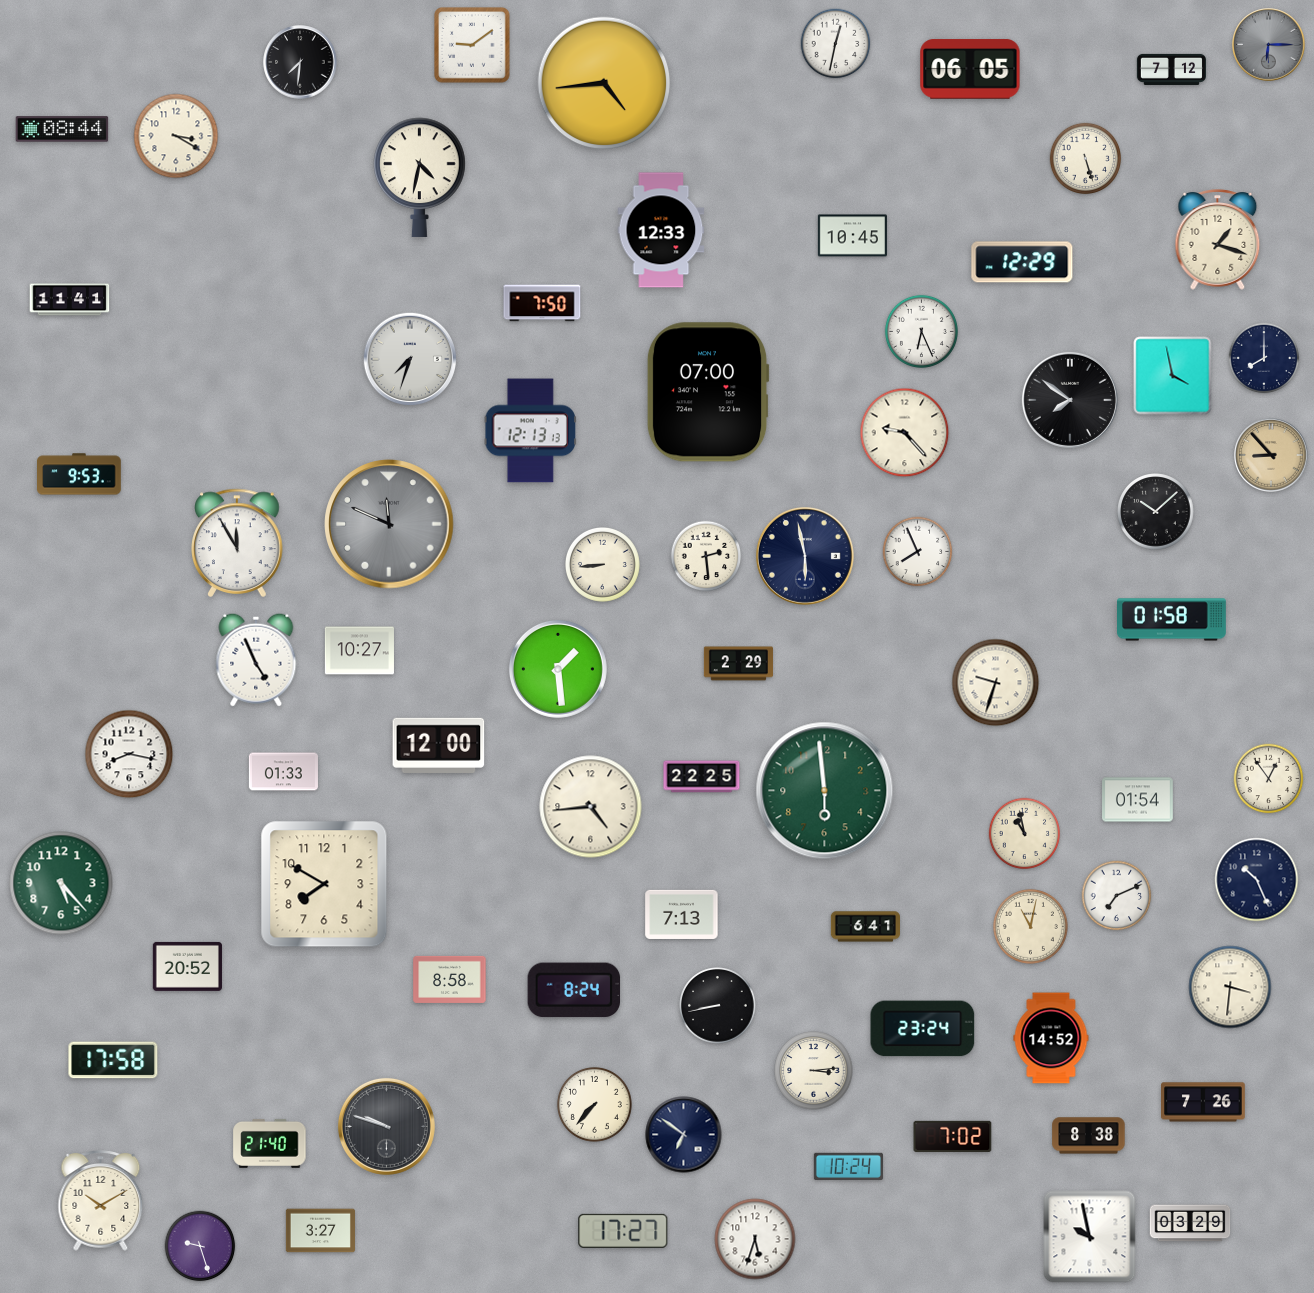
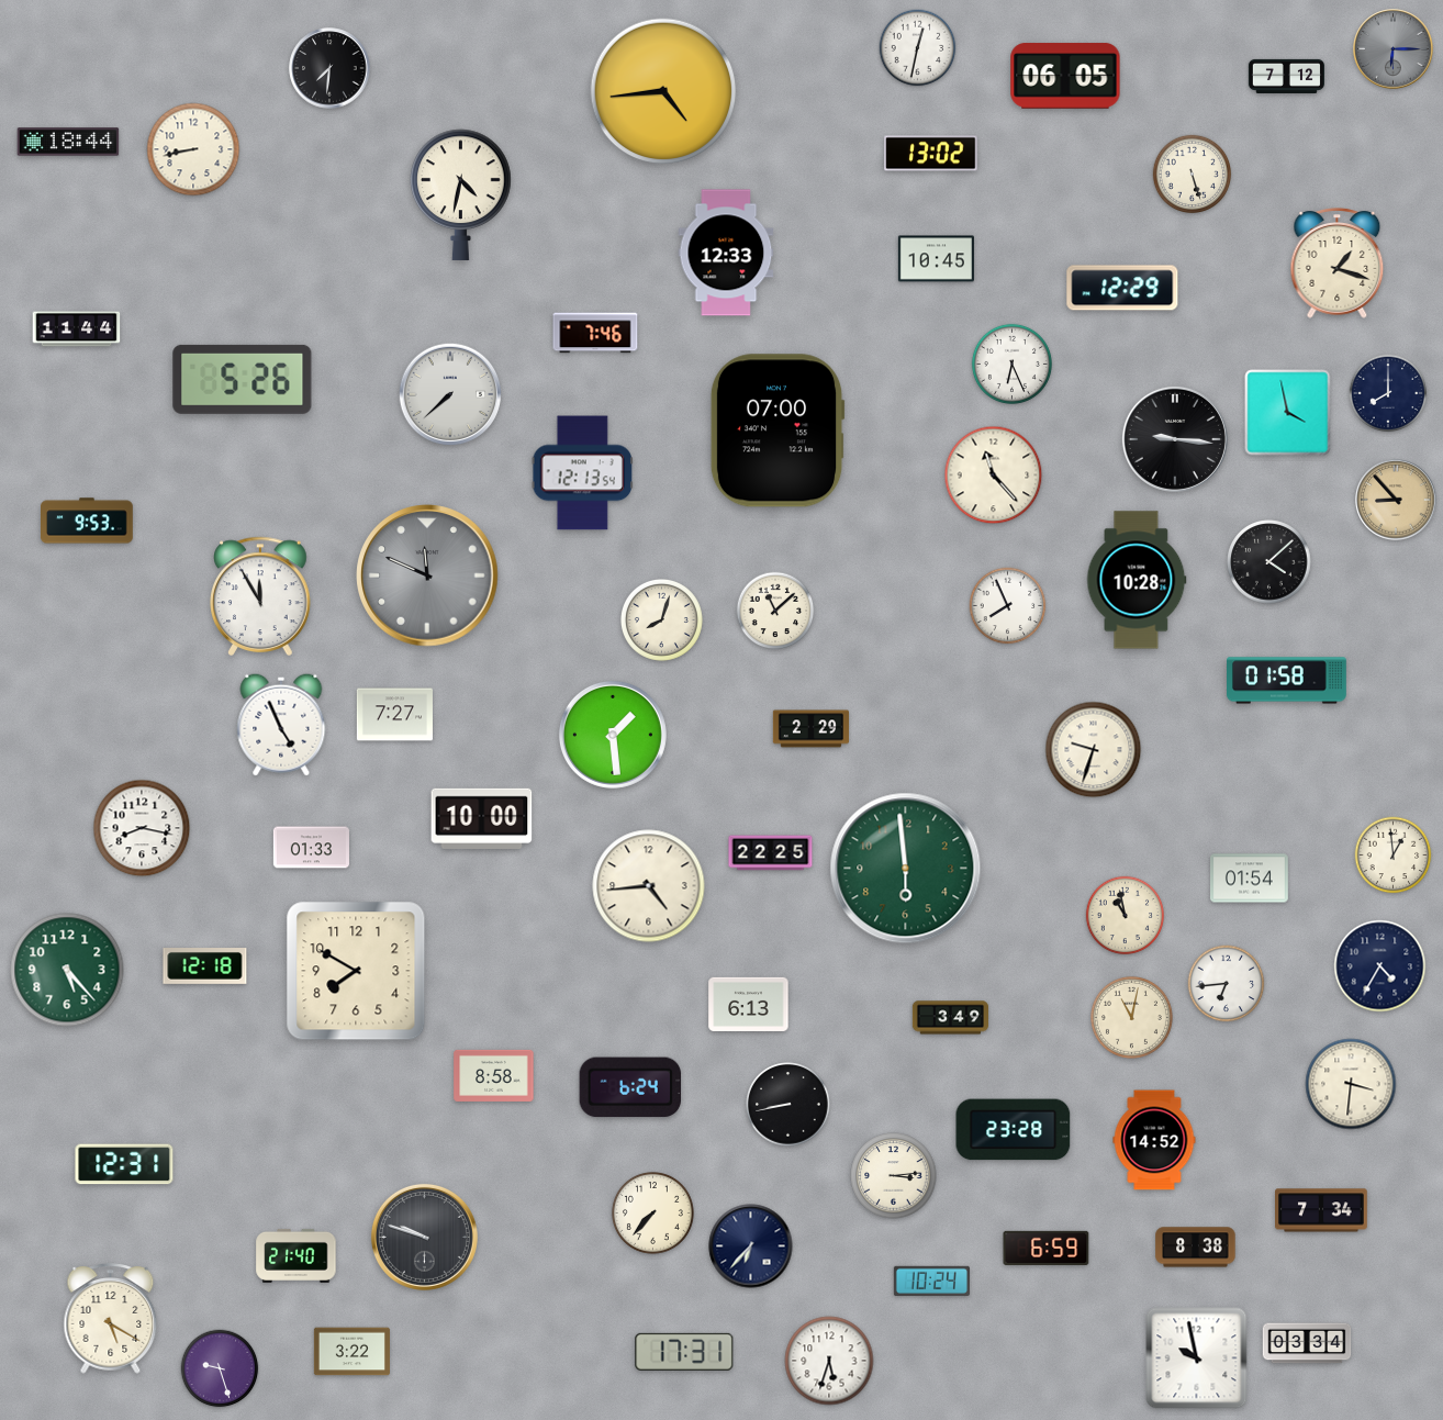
clock at (472, 45): 9:09 -> none
clock at (62, 129): 08:44 -> 18:44
clock at (176, 136): 3:20 -> 8:43
clock at (931, 154): none -> 13:02
clock at (70, 300): 11:41 -> 11:44
clock at (542, 303): 7:50 -> 7:46
clock at (243, 379): none -> 5:26
clock at (410, 359): 7:33 -> 7:38
clock at (1070, 400): 7:51 -> 9:16
clock at (530, 431): 12:13:13 -> 12:13:54
clock at (905, 433): 9:23 -> 11:23
clock at (1156, 512): 10:08 -> 4:08
clock at (1137, 580): none -> 10:28
clock at (706, 556): 2:29 -> 11:08
clock at (805, 556): 5:58 -> none
clock at (602, 564): 8:44 -> 8:03
clock at (359, 651): 10:27 -> 7:27
clock at (439, 745): 12:00 -> 10:00
clock at (1269, 779): 12:54 -> 12:59
clock at (205, 966): none -> 12:18
clock at (1257, 880): 10:26 -> 4:35
clock at (1117, 896): 7:11 -> 6:44
clock at (682, 914): 7:13 -> 6:13
clock at (865, 927): 6:41 -> 3:49
clock at (187, 966): 20:52 -> none
clock at (574, 990): 8:24 -> 6:24
clock at (923, 1029): 23:24 -> 23:28
clock at (113, 1060): 17:58 -> 12:31
clock at (1204, 1102): 7:26 -> 7:34
clock at (684, 1135): 6:51 -> 6:37
clock at (953, 1136): 7:02 -> 6:59
clock at (101, 1201): 10:10 -> 5:20
clock at (1190, 1223): 03:29 -> 03:34
clock at (320, 1231): 3:27 -> 3:22
clock at (623, 1231): 17:27 -> 17:31
